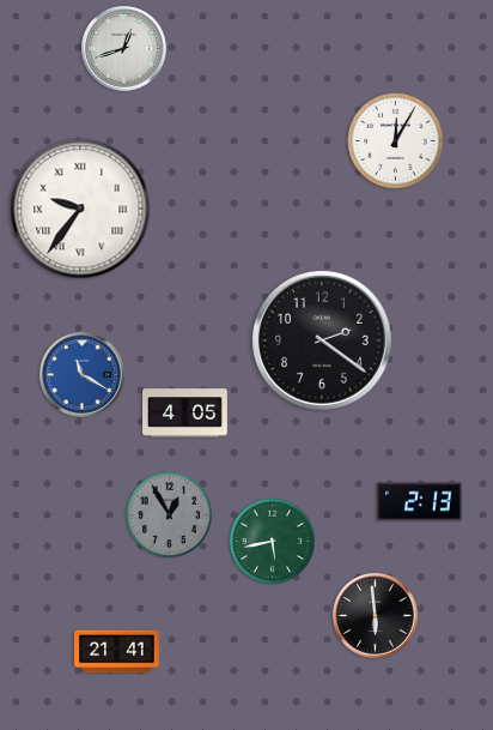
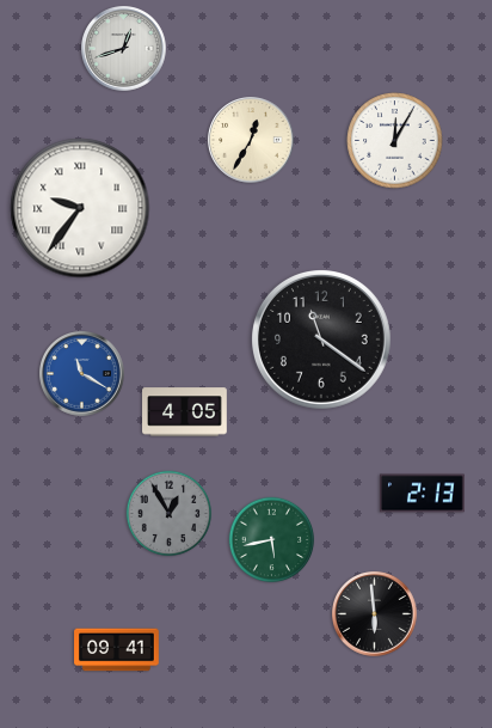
clock at (251, 140): none -> 12:35
clock at (323, 342): 2:21 -> 11:21
clock at (420, 502) position: (420, 502) -> (423, 494)
clock at (117, 652): 21:41 -> 09:41
